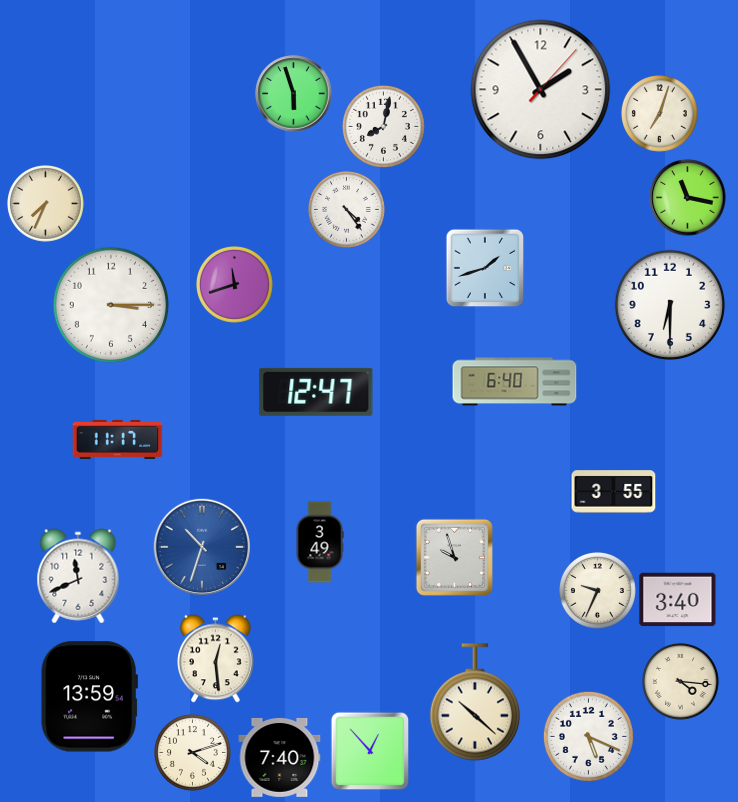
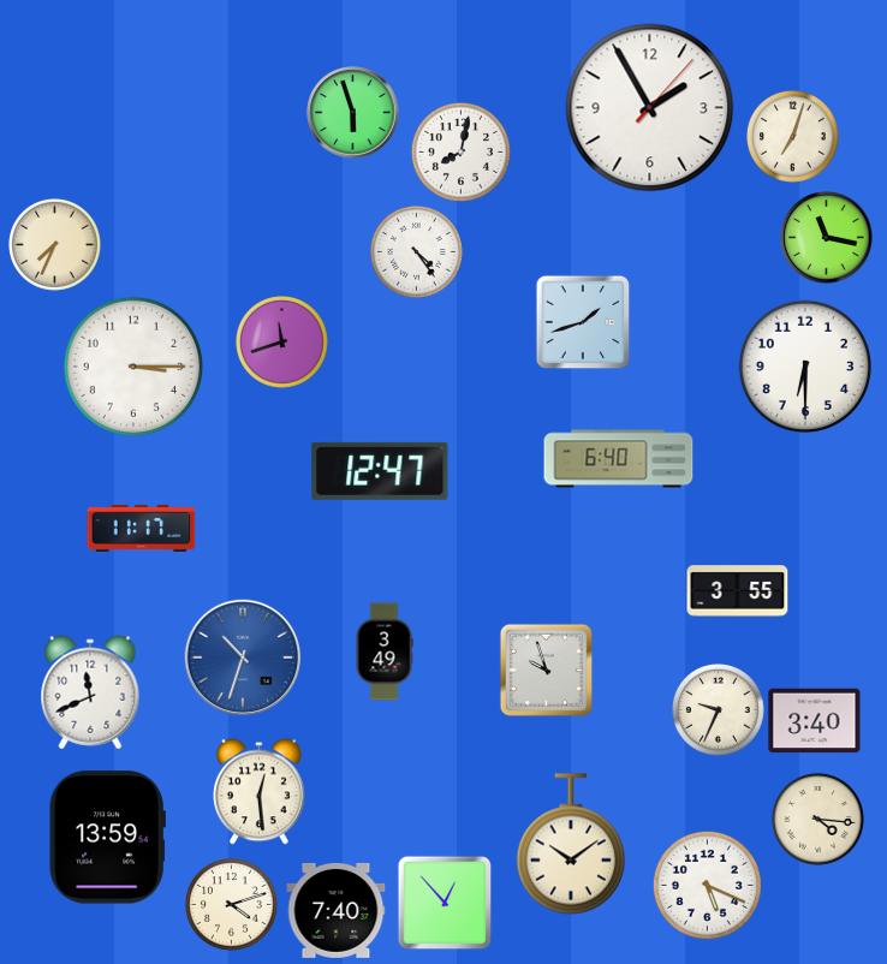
clock at (78, 576) position: (78, 576) -> (90, 692)
clock at (474, 702): 10:22 -> 10:09
